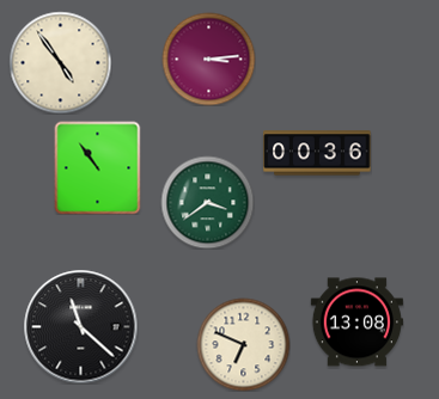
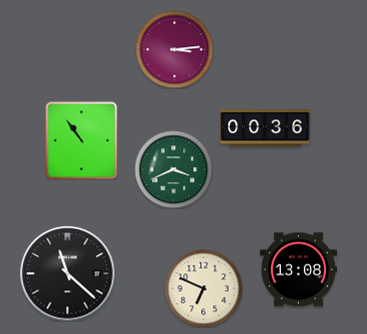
clock at (60, 62): 4:54 -> none
clock at (207, 202): 3:39 -> 3:41
